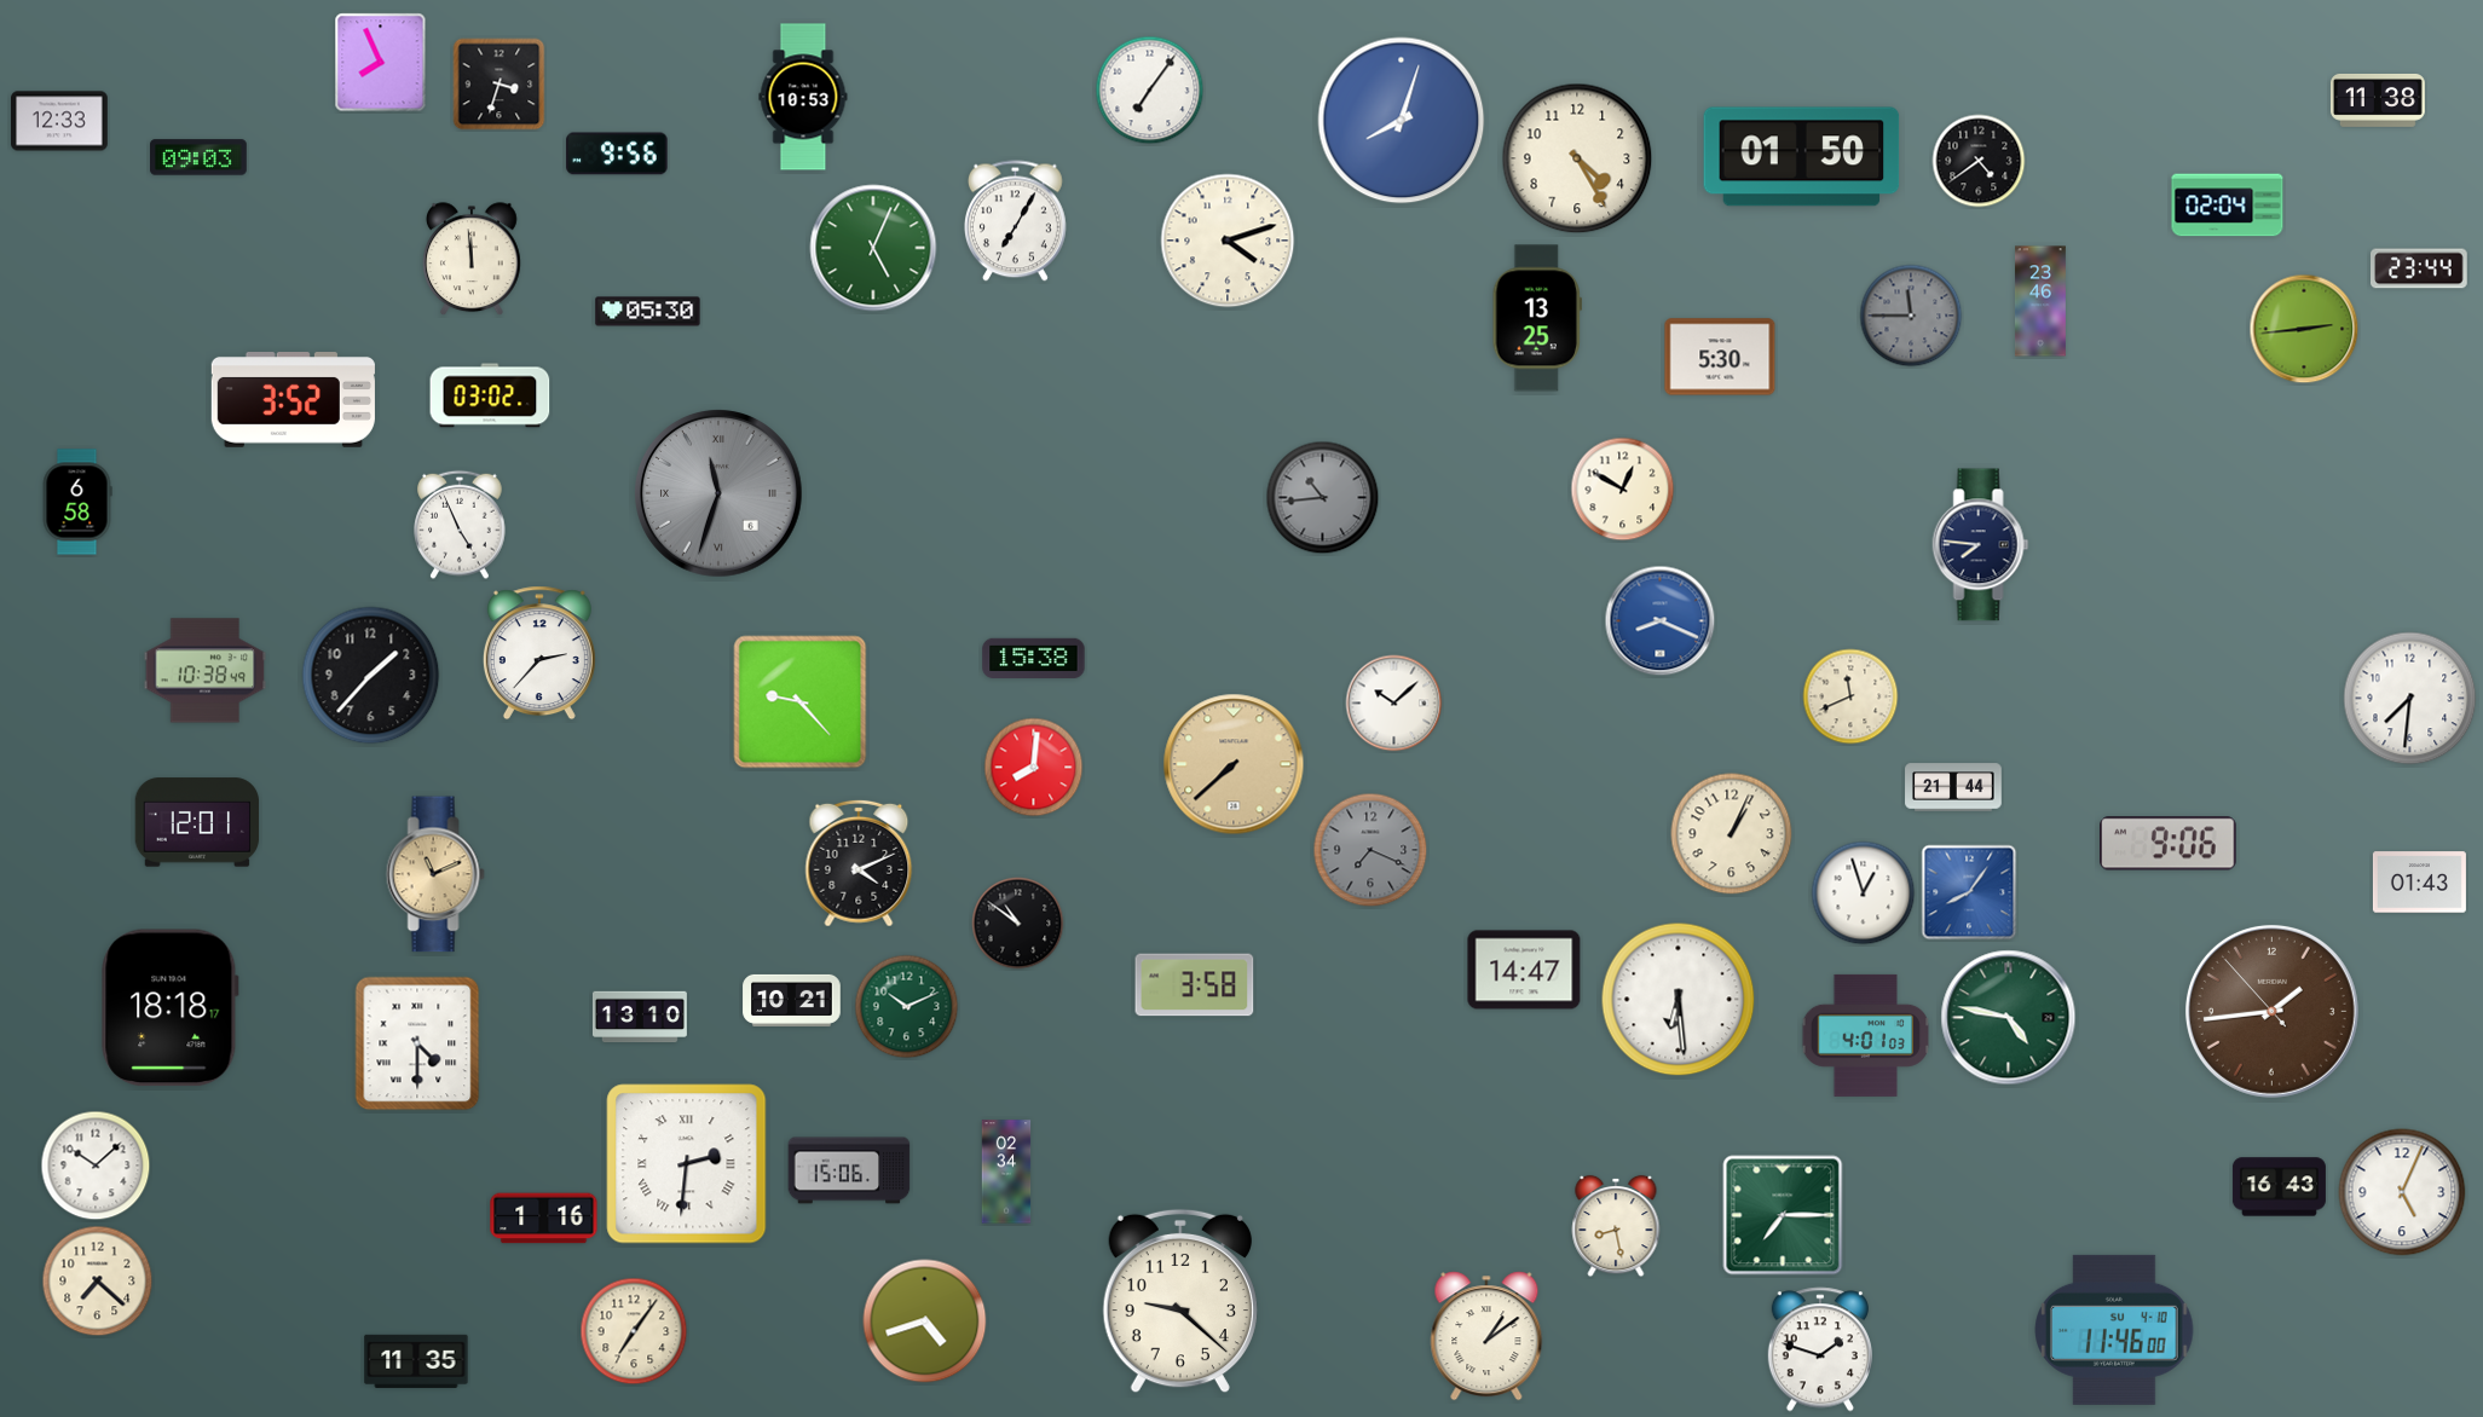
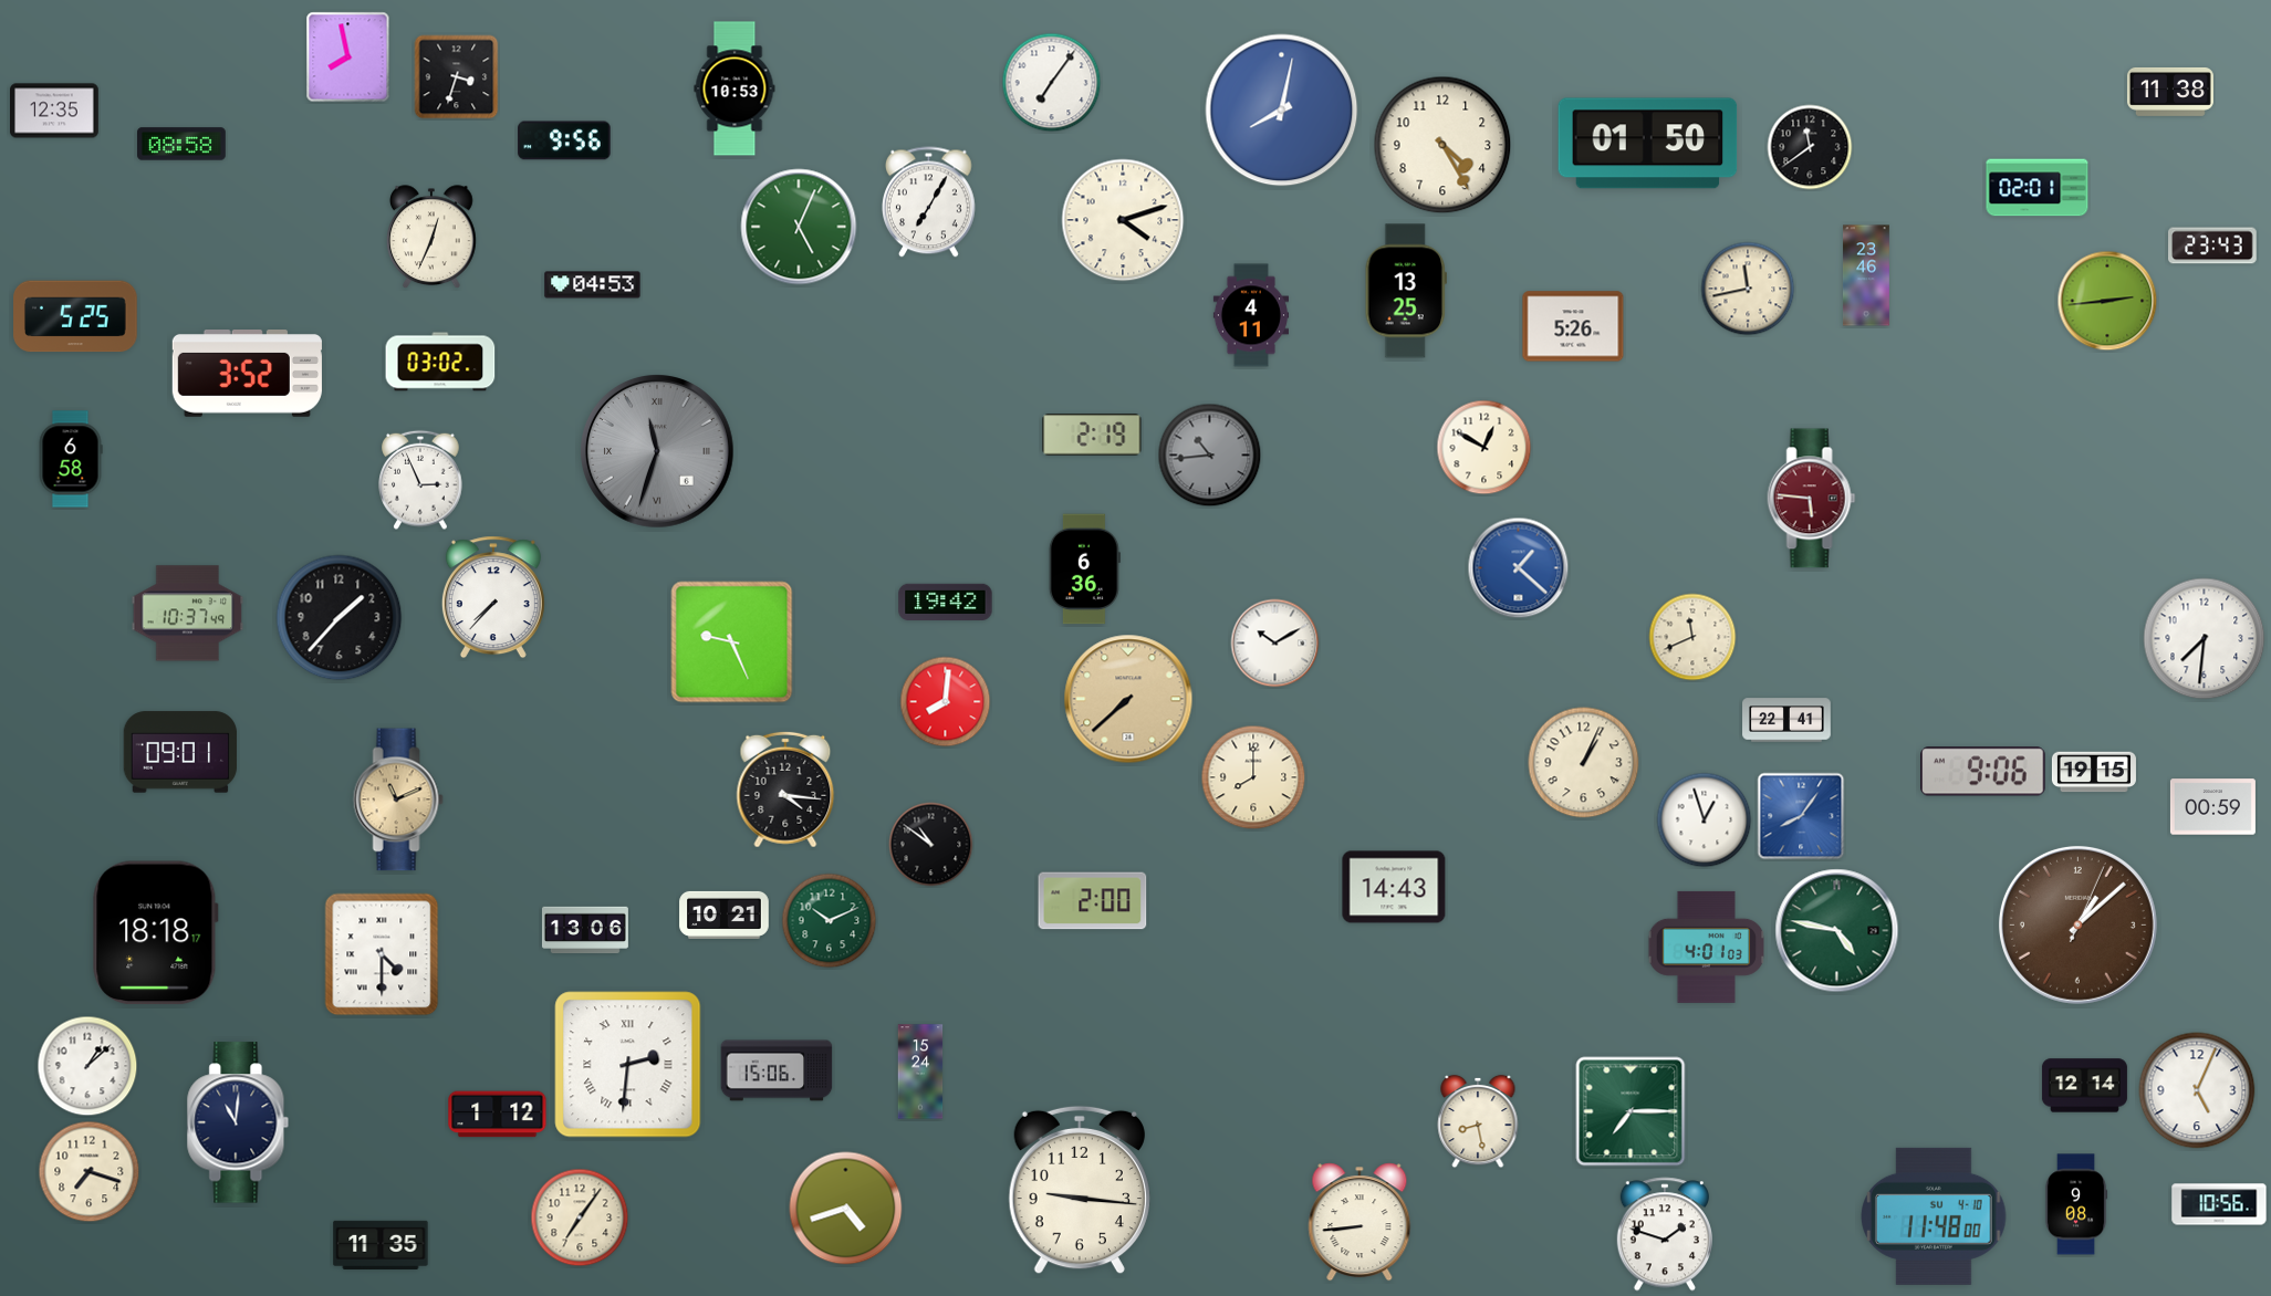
clock at (381, 63): 7:56 -> 7:58
clock at (2378, 100) position: (2378, 100) -> (2170, 92)
clock at (59, 121): 12:33 -> 12:35
clock at (1402, 121): 8:03 -> 8:02
clock at (200, 157): 09:03 -> 08:58
clock at (1979, 161): 4:39 -> 11:39
clock at (2228, 206): 02:04 -> 02:01
clock at (473, 260): 11:59 -> 12:34
clock at (2420, 268): 23:44 -> 23:43
clock at (648, 312): 05:30 -> 04:53
clock at (1911, 316): 11:45 -> 11:43
clock at (1911, 316) dial: grey -> cream
clock at (1250, 315): none -> 4:11
clock at (75, 316): none -> 5:25
clock at (1720, 357): 5:30 -> 5:26
clock at (490, 395) position: (490, 395) -> (440, 362)
clock at (293, 400) position: (293, 400) -> (247, 374)
clock at (1092, 435): none -> 2:19
clock at (460, 525): 4:56 -> 2:56
clock at (1981, 545): 7:46 -> 5:46
clock at (1981, 545) dial: navy -> burgundy
clock at (1661, 621): 8:19 -> 1:22
clock at (1084, 569): none -> 6:36
clock at (539, 653): 2:37 -> 7:37
clock at (1034, 658): 15:38 -> 19:42
clock at (206, 671): 10:38 -> 10:37
clock at (801, 702): 9:23 -> 9:26
clock at (1394, 704): 10:08 -> 10:10
clock at (1953, 787): 21:44 -> 22:41
clock at (197, 822): 12:01 -> 09:01
clock at (2094, 772): none -> 19:15
clock at (1370, 850): 7:19 -> 8:00
clock at (1370, 850) dial: grey -> cream
clock at (859, 863): 4:11 -> 4:16
clock at (2419, 883): 01:43 -> 00:59
clock at (1864, 893) position: (1864, 893) -> (1705, 821)
clock at (1524, 970): 14:47 -> 14:43
clock at (1195, 985): 3:58 -> 2:00
clock at (1679, 1000): 6:29 -> none
clock at (169, 1008) position: (169, 1008) -> (155, 933)
clock at (2271, 1011): 1:43 -> 1:08
clock at (640, 1017): 13:10 -> 13:06
clock at (96, 1166): 10:08 -> 1:08
clock at (1006, 1172): 02:34 -> 15:24
clock at (2279, 1187): 16:43 -> 12:14
clock at (544, 1219): 1:16 -> 1:12
clock at (238, 1122): none -> 11:01
clock at (98, 1282): 7:22 -> 7:18
clock at (1180, 1301): 9:22 -> 9:16
clock at (2076, 1204): none -> 9:08
clock at (2219, 1204): none -> 10:56
clock at (2114, 1330): 11:46 -> 11:48
clock at (1486, 1336): 1:09 -> 8:44
